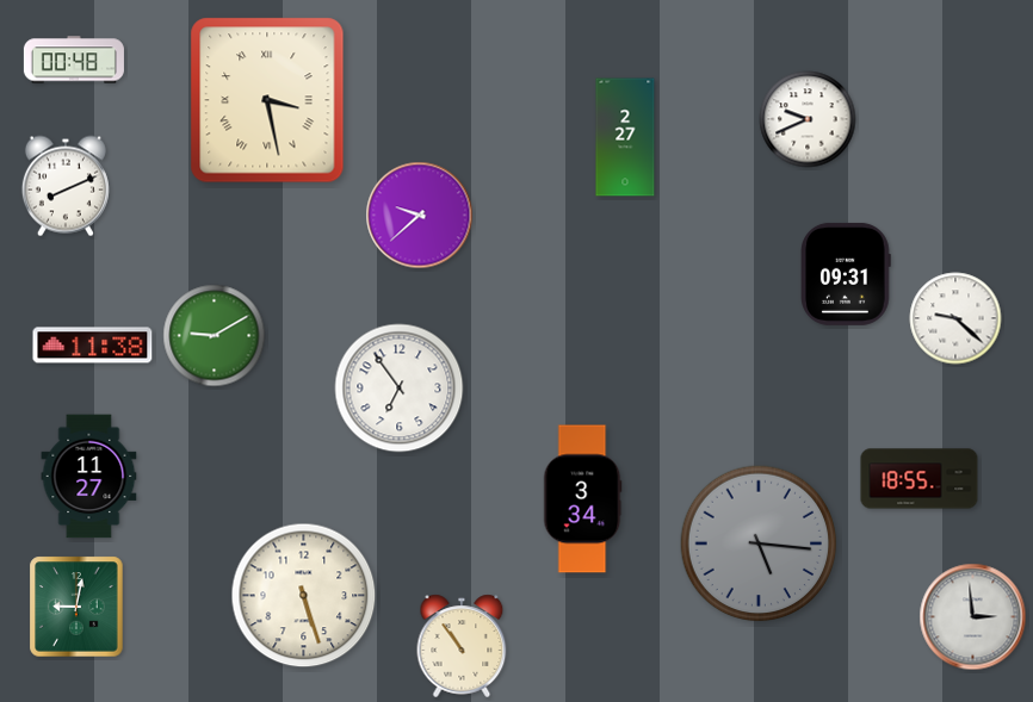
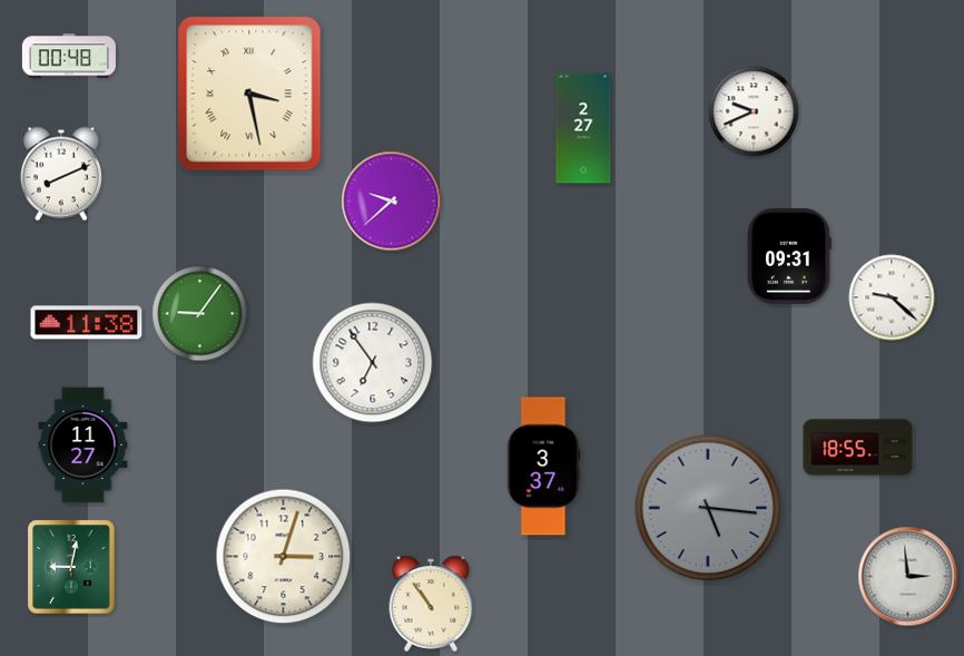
clock at (215, 336): 9:10 -> 9:06
clock at (582, 499): 3:34 -> 3:37
clock at (304, 596): 5:27 -> 3:03
